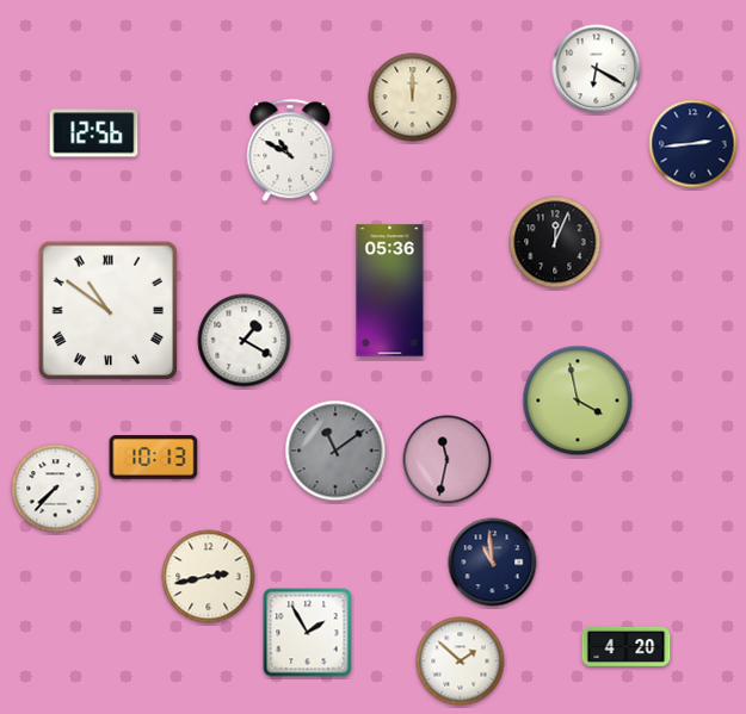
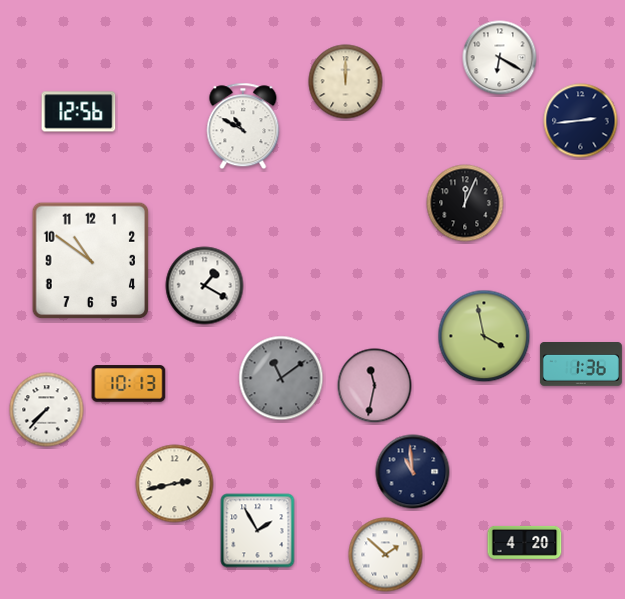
clock at (390, 291): 05:36 -> none
clock at (109, 311) numerals: Roman -> Arabic
clock at (581, 365): none -> 1:36
